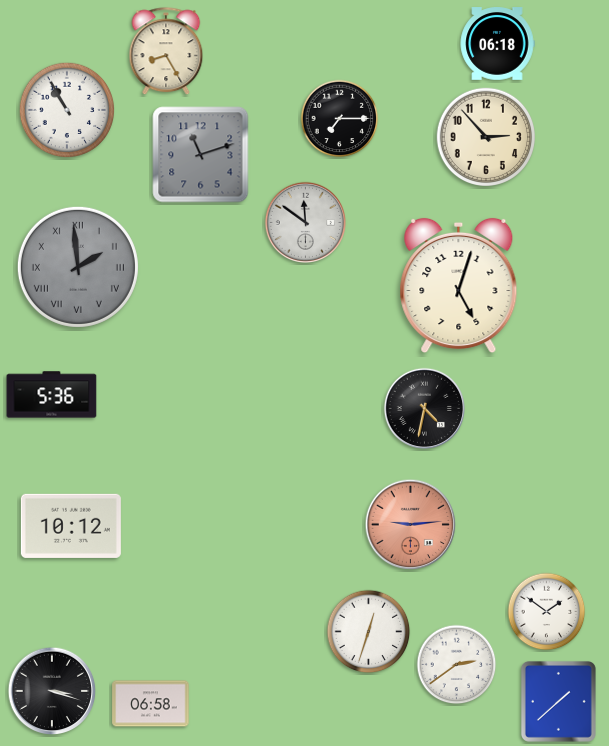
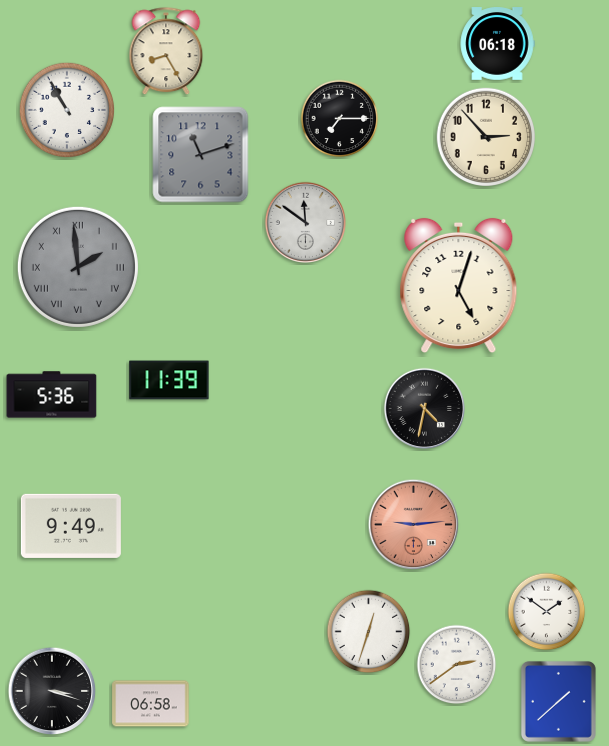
clock at (169, 380): none -> 11:39
clock at (411, 525) position: (411, 525) -> (414, 525)
clock at (71, 526): 10:12 -> 9:49
